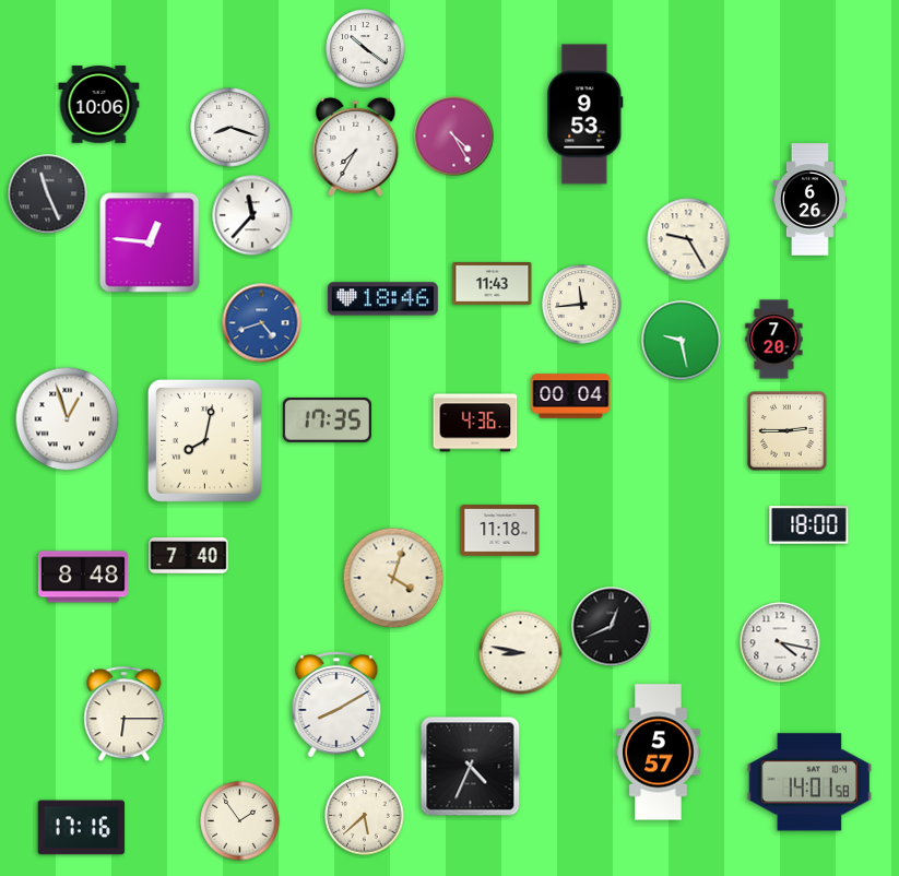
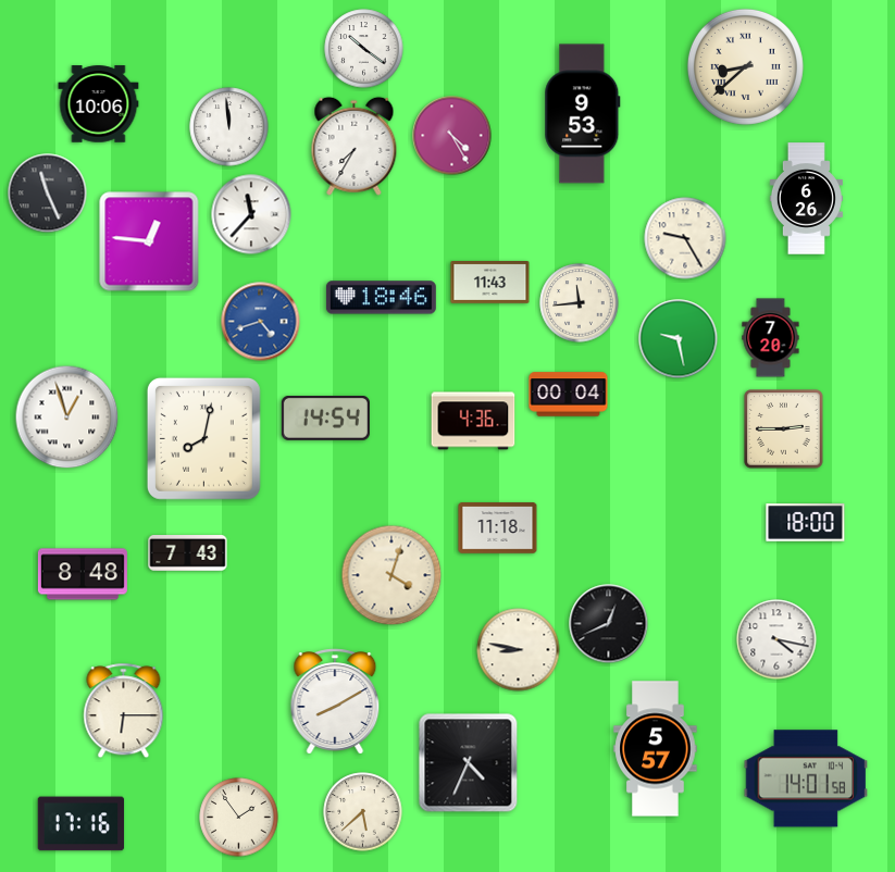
clock at (745, 66): none -> 8:38
clock at (230, 128): 8:18 -> 11:59
clock at (327, 419): 17:35 -> 14:54
clock at (189, 556): 7:40 -> 7:43
